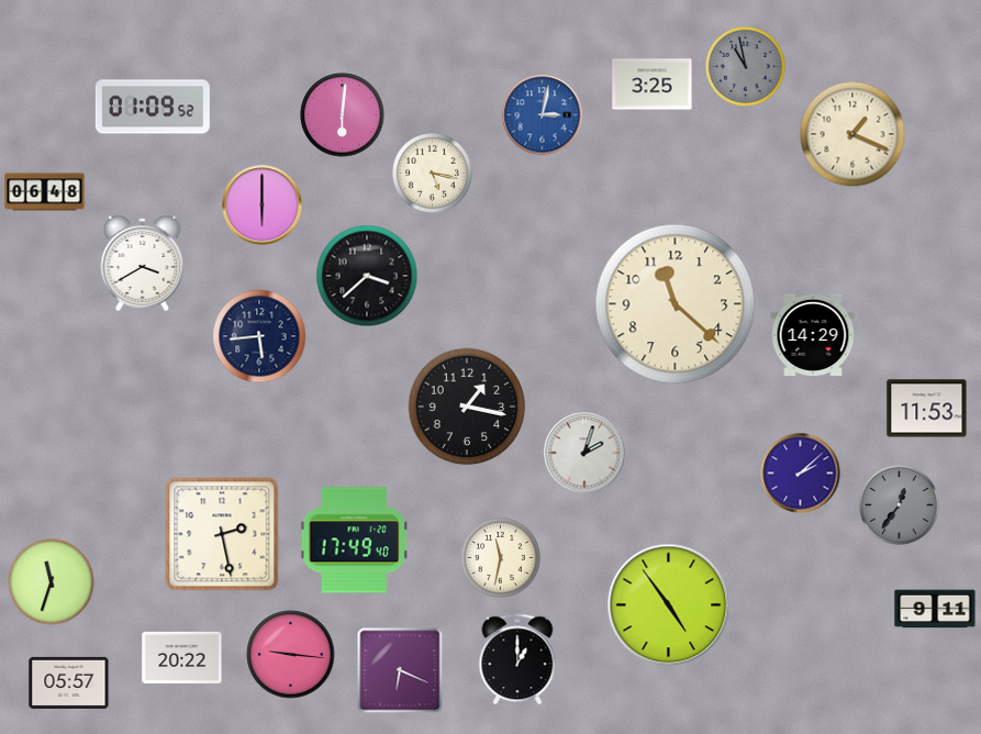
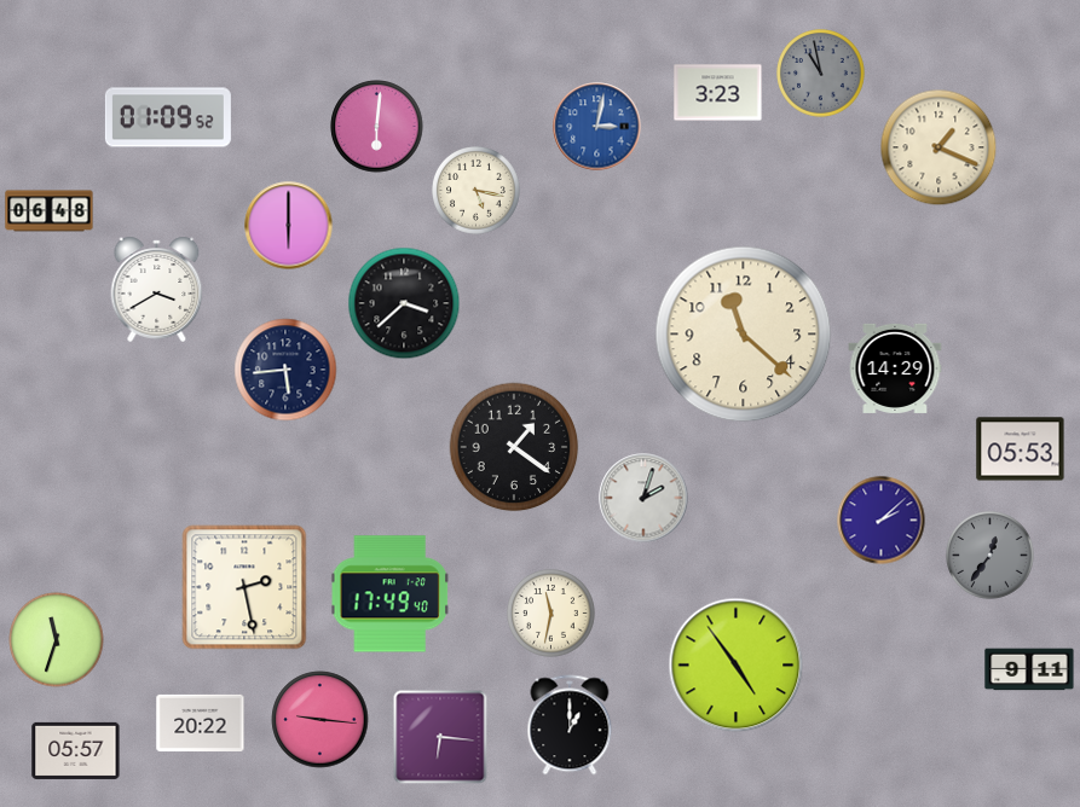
clock at (653, 85): 3:25 -> 3:23
clock at (467, 407): 1:17 -> 1:21
clock at (927, 409): 11:53 -> 05:53
clock at (400, 670): 6:19 -> 6:16
